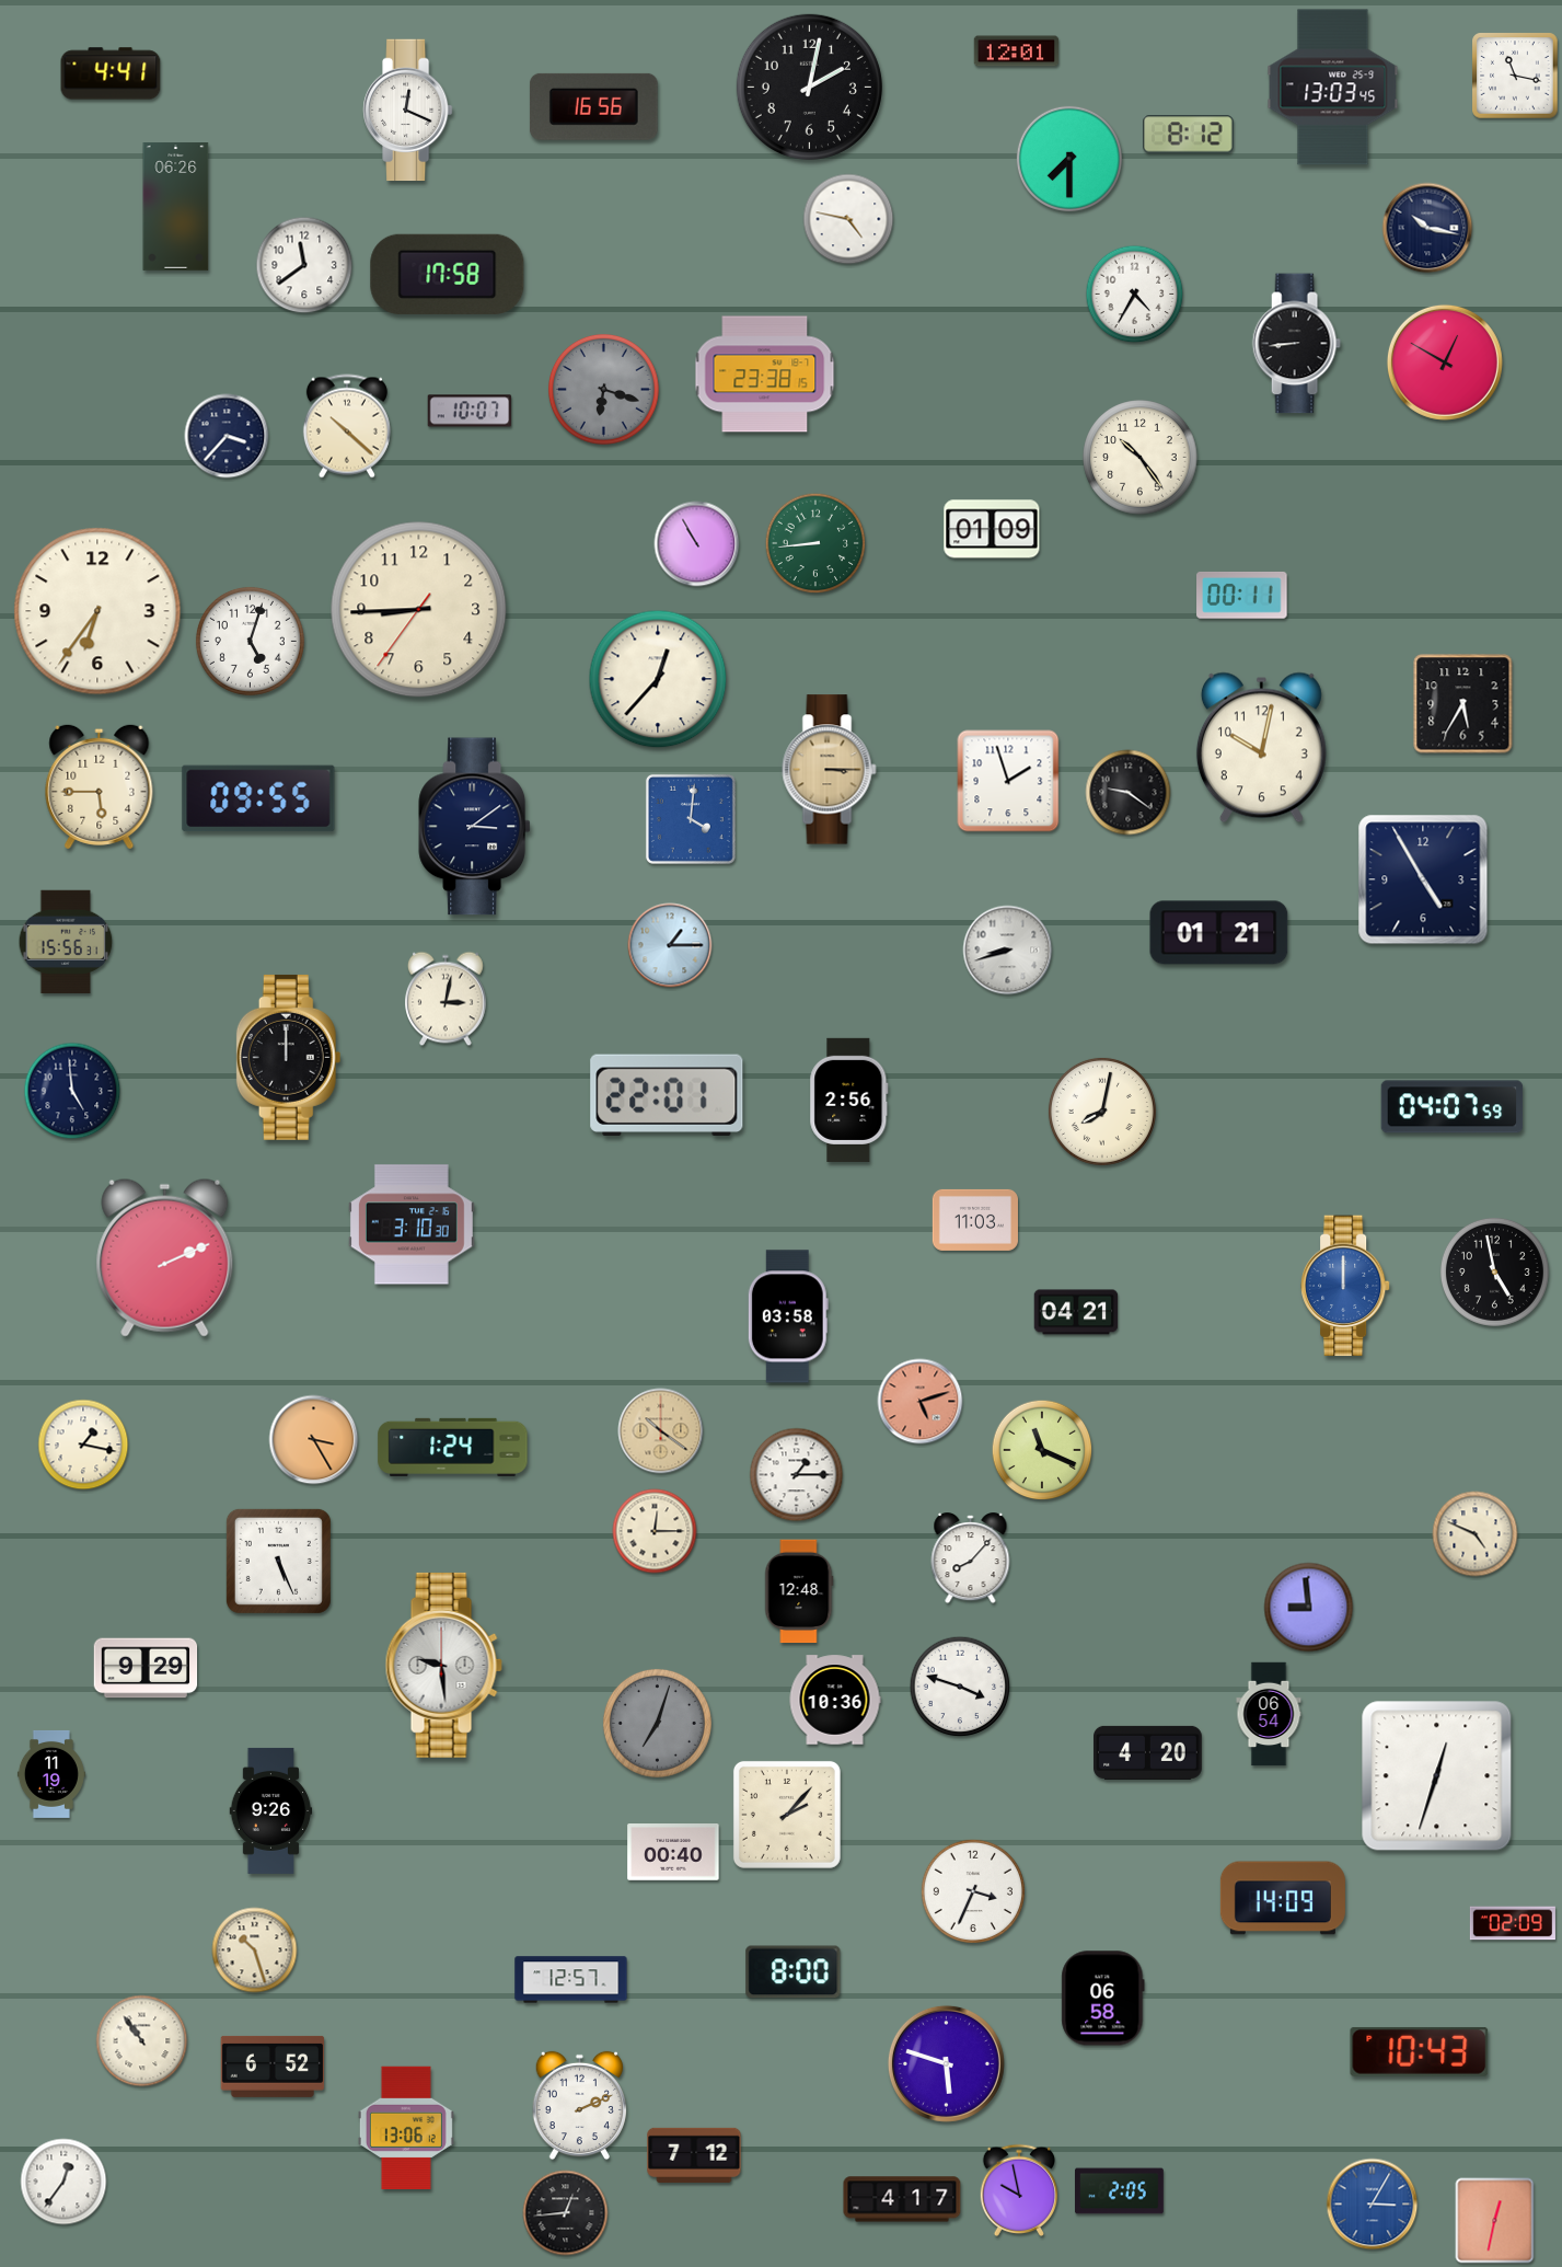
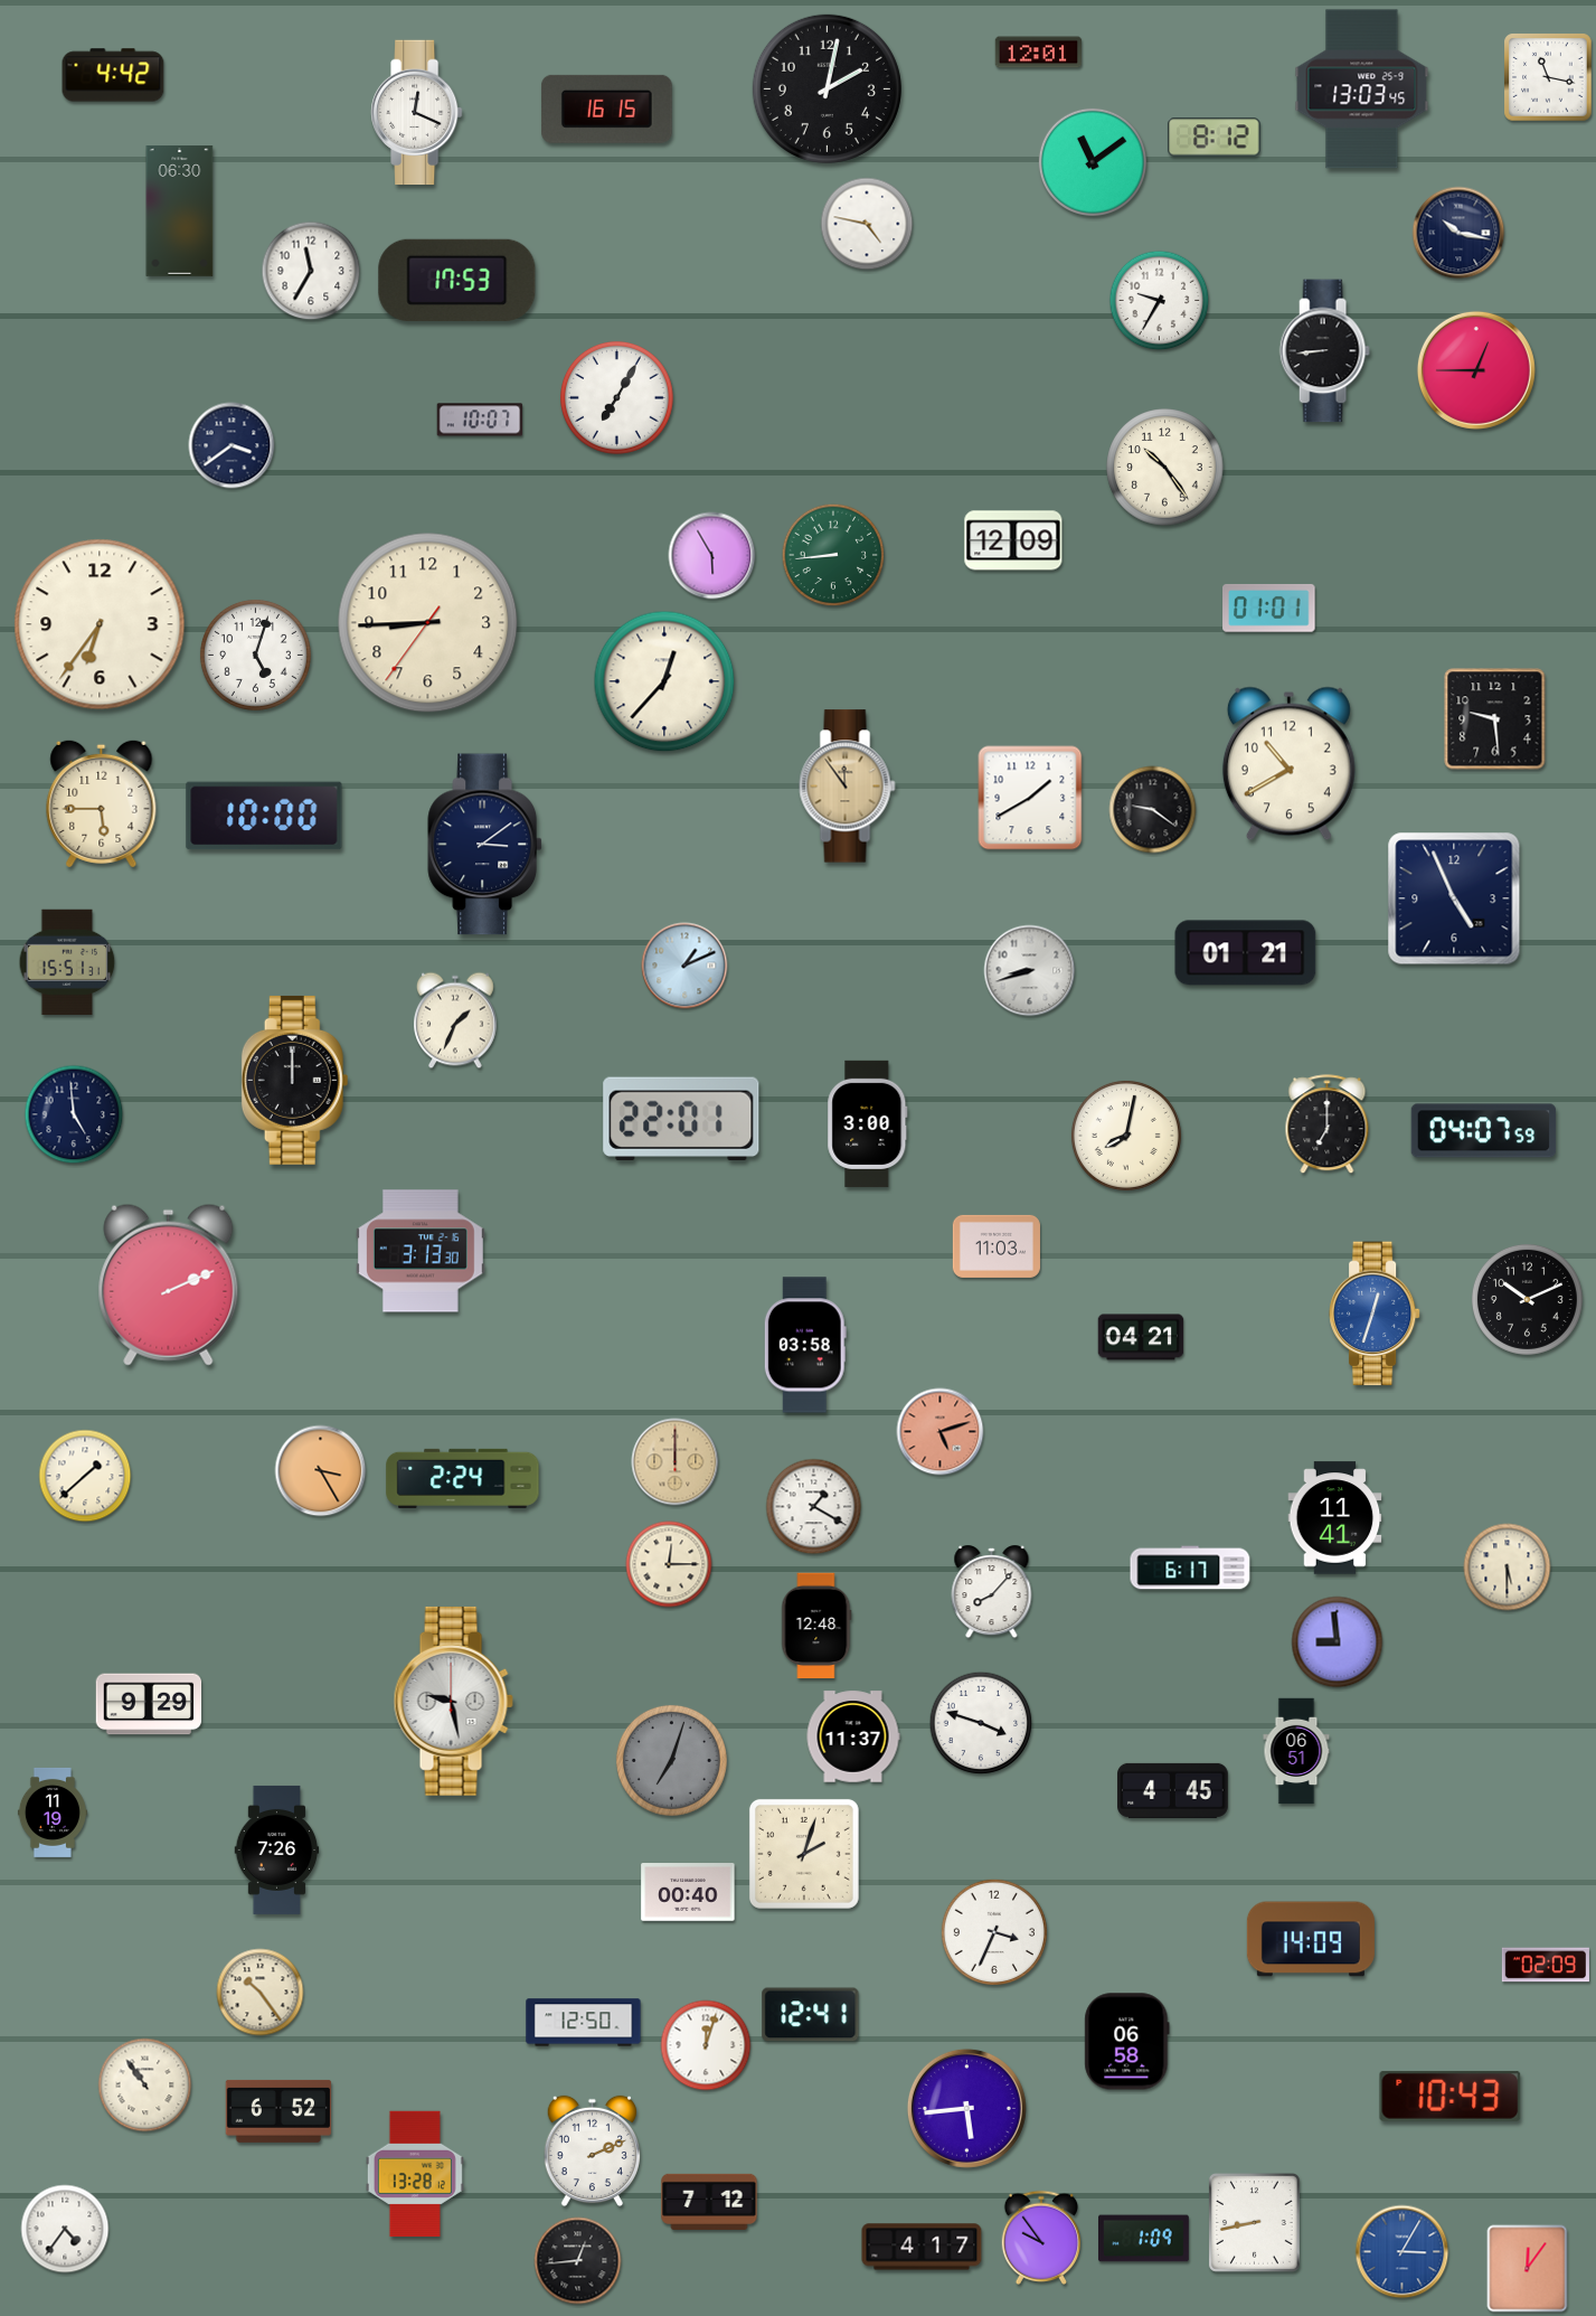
clock at (111, 73): 4:41 -> 4:42
clock at (593, 106): 16:56 -> 16:15
clock at (1069, 159): 7:30 -> 11:09
clock at (176, 207): 06:26 -> 06:30
clock at (304, 265): 11:39 -> 11:35
clock at (448, 274): 17:58 -> 17:53
clock at (1135, 295): 4:35 -> 9:35
clock at (1445, 363): 12:50 -> 12:45
clock at (765, 375): 23:38 -> none
clock at (603, 389): 6:18 -> 7:05
clock at (603, 389) dial: grey -> white
clock at (347, 426): 10:22 -> none
clock at (227, 436): 3:37 -> 3:39
clock at (992, 529): 01:09 -> 12:09
clock at (697, 544): 10:55 -> 5:55
clock at (1242, 595): 00:11 -> 01:01
clock at (658, 679) position: (658, 679) -> (664, 681)
clock at (1463, 704): 5:35 -> 9:29
clock at (1261, 748): 10:02 -> 10:40
clock at (830, 770): 3:15 -> 11:54
clock at (1008, 781): 1:57 -> 1:40
clock at (258, 798): 09:55 -> 10:00
clock at (691, 819): 4:01 -> none
clock at (1423, 879): 4:55 -> 4:56
clock at (66, 942): 15:56 -> 15:51
clock at (670, 945): 1:15 -> 1:11
clock at (447, 999): 3:02 -> 1:34
clock at (849, 1100): 2:56 -> 3:00
clock at (1328, 1124): none -> 7:00
clock at (412, 1224): 3:10 -> 3:13
clock at (1494, 1271): 4:58 -> 10:11
clock at (1346, 1286): 12:00 -> 12:33
clock at (1076, 1312) position: (1076, 1312) -> (1141, 1337)
clock at (661, 1431): 10:21 -> 12:00
clock at (83, 1445): 1:17 -> 1:38
clock at (453, 1447): 1:24 -> 2:24
clock at (1042, 1450): 11:19 -> none
clock at (797, 1475): 1:15 -> 1:20
clock at (1335, 1518): none -> 11:41
clock at (1190, 1567): none -> 6:17
clock at (1476, 1534): 4:49 -> 5:30
clock at (278, 1561): 5:26 -> none
clock at (443, 1665): 9:29 -> 9:28
clock at (835, 1700): 10:36 -> 11:37
clock at (1269, 1714): 06:54 -> 06:51
clock at (1148, 1752): 4:20 -> 4:45
clock at (1437, 1776): 12:33 -> none
clock at (271, 1810): 9:26 -> 7:26
clock at (787, 1815): 2:07 -> 2:03
clock at (255, 1950): 10:27 -> 10:24
clock at (794, 1972): 8:00 -> 12:41
clock at (571, 1980): 12:57 -> 12:50
clock at (706, 2045): none -> 12:03
clock at (946, 2063): 5:48 -> 5:44
clock at (406, 2127): 13:06 -> 13:28
clock at (1254, 2222): none -> 8:43
clock at (63, 2182): 12:36 -> 4:36
clock at (1019, 2190): 9:58 -> 9:54
clock at (1120, 2191): 2:05 -> 1:09
clock at (1495, 2221): 12:32 -> 12:06
